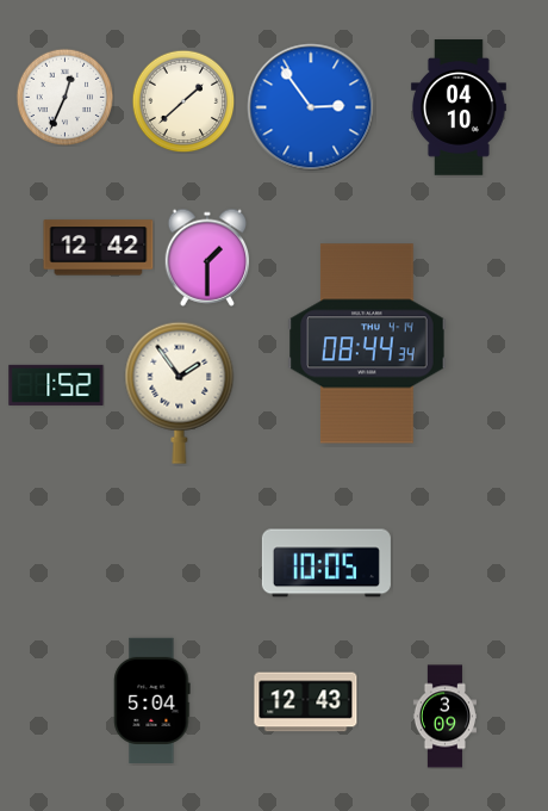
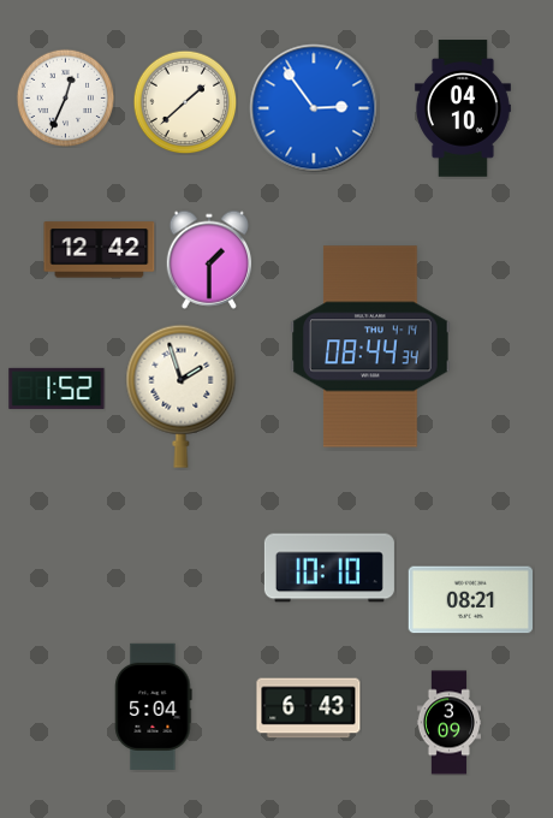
clock at (180, 392): 1:54 -> 1:57
clock at (326, 563): 10:05 -> 10:10
clock at (470, 600): none -> 08:21
clock at (306, 702): 12:43 -> 6:43
